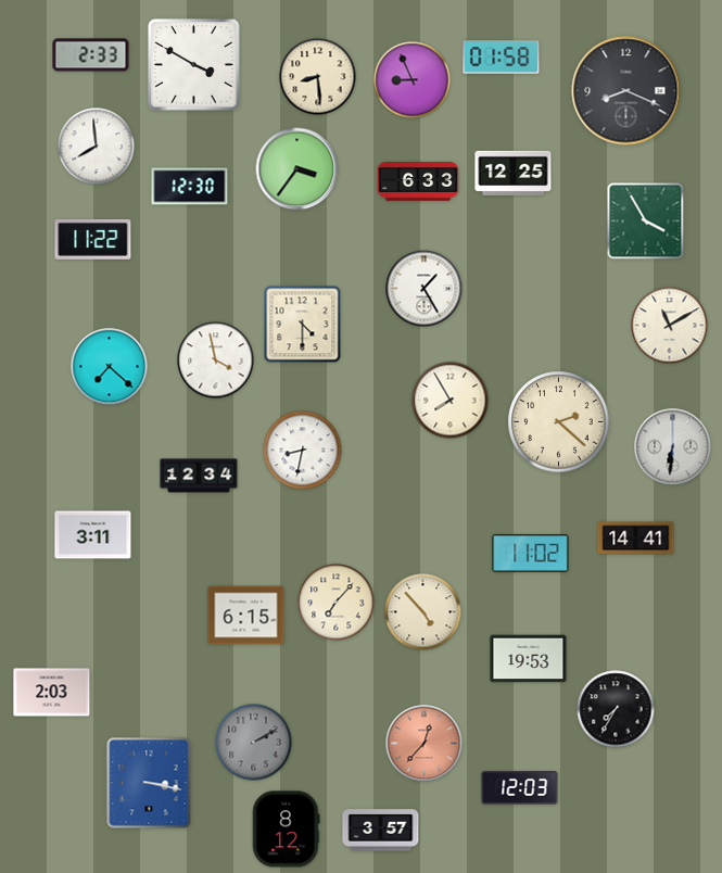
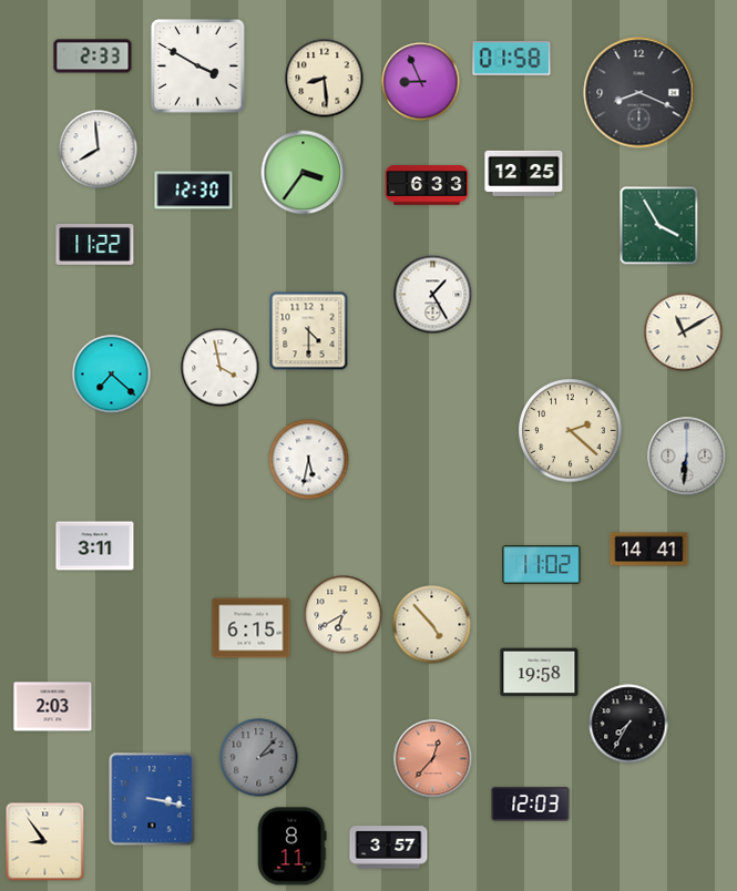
clock at (514, 173) position: (514, 173) -> (524, 173)
clock at (451, 401): 7:55 -> none
clock at (303, 451): 8:32 -> 5:32
clock at (199, 476): 12:34 -> none
clock at (337, 603): 7:07 -> 6:40
clock at (529, 659): 19:53 -> 19:58
clock at (254, 743): 2:10 -> 2:07
clock at (45, 842): none -> 8:54
clock at (287, 830): 8:12 -> 8:11
